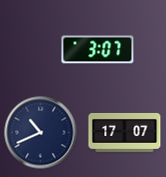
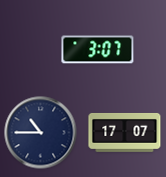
clock at (41, 133): 10:41 -> 10:45
